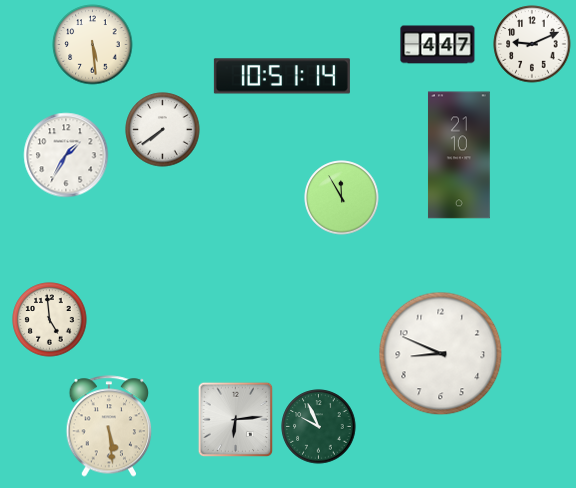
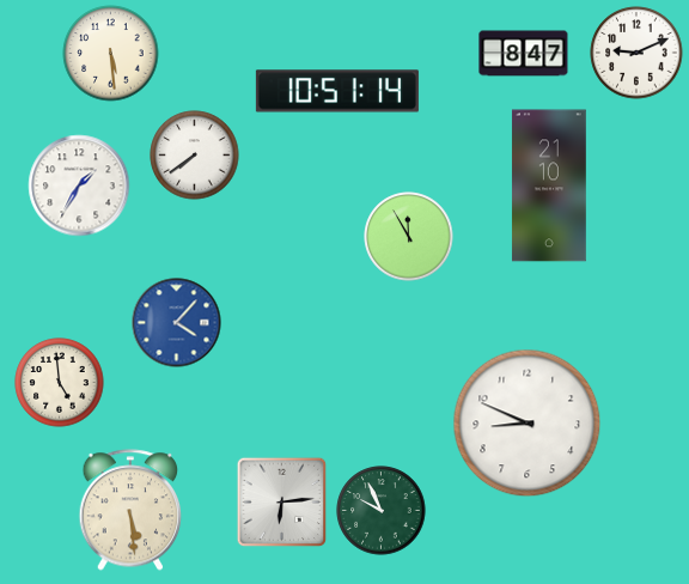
clock at (438, 45): 4:47 -> 8:47
clock at (177, 323): none -> 4:07
